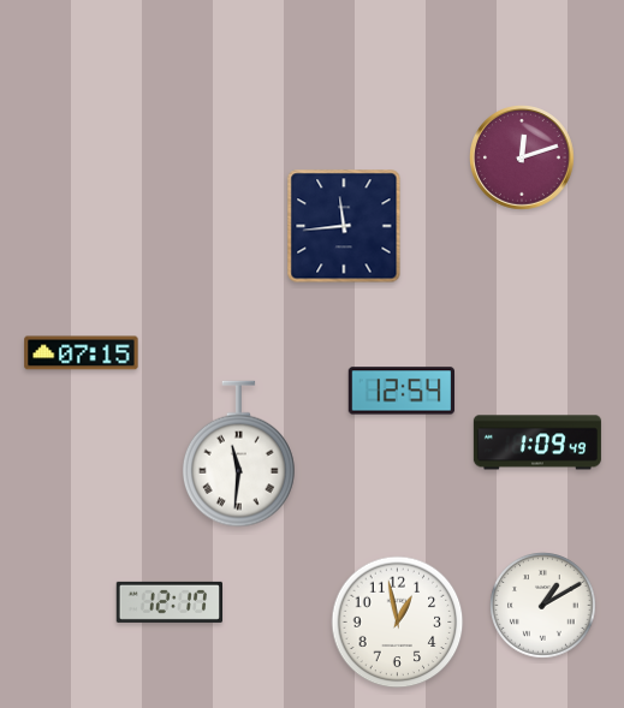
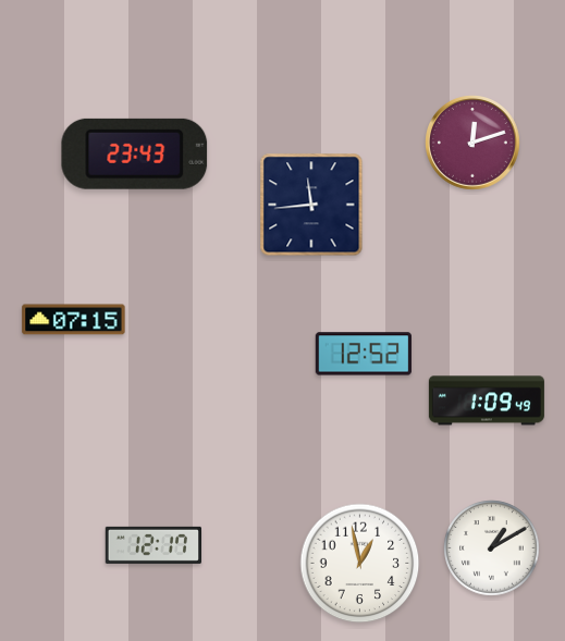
clock at (135, 153): none -> 23:43
clock at (400, 391): 12:54 -> 12:52
clock at (238, 454): 11:31 -> none
